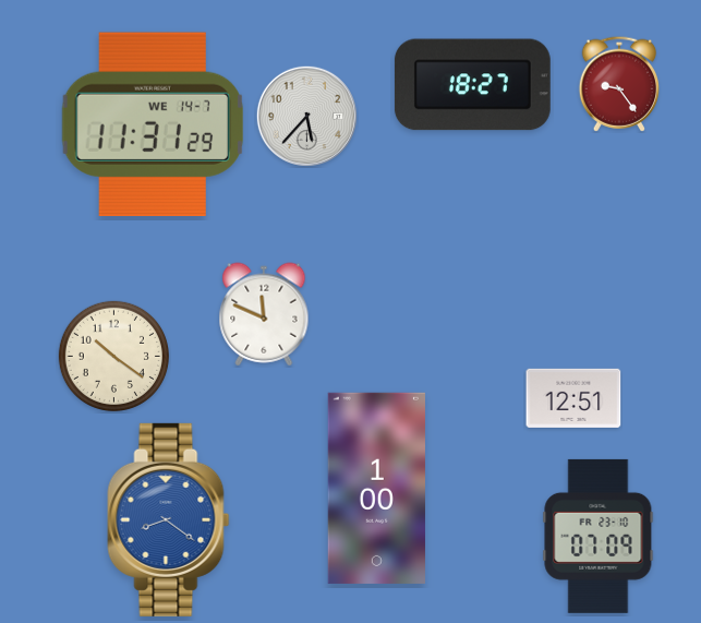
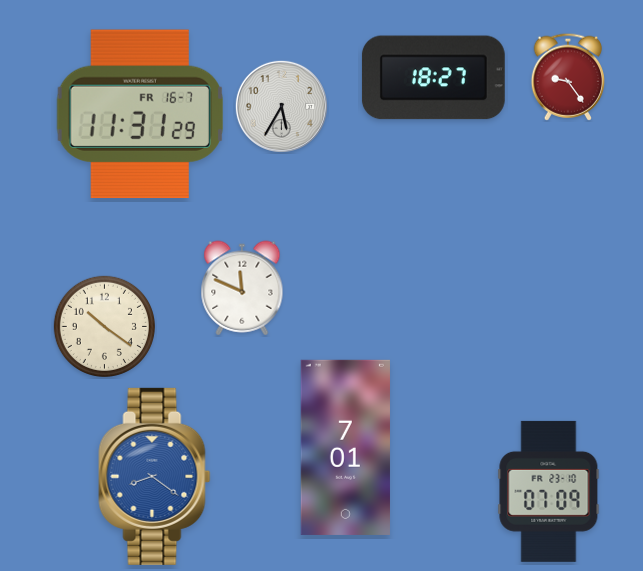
clock at (306, 116): 5:37 -> 5:35
clock at (152, 124) date: WE 14-7 -> FR 16-7
clock at (573, 398): 12:51 -> none
clock at (376, 488): 1:00 -> 7:01
